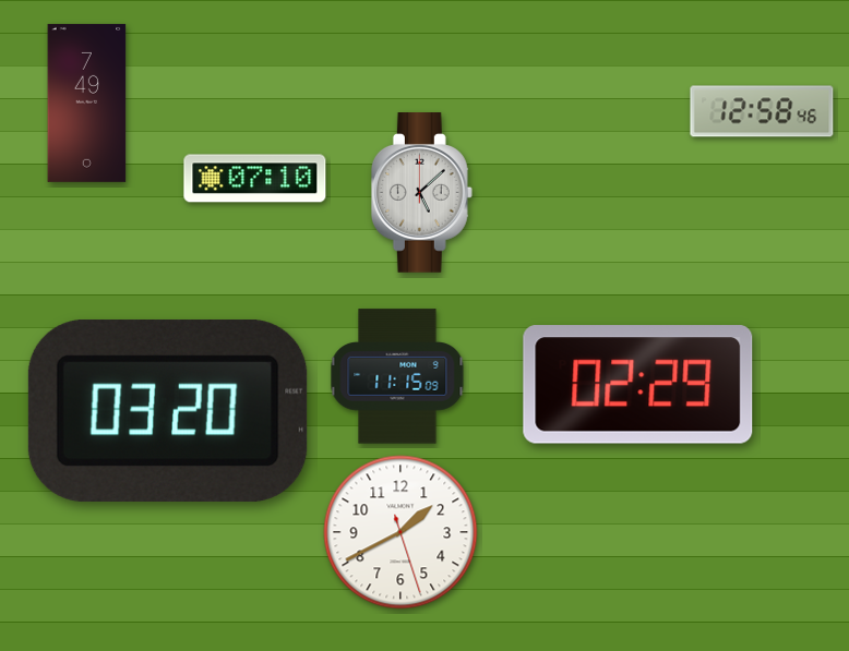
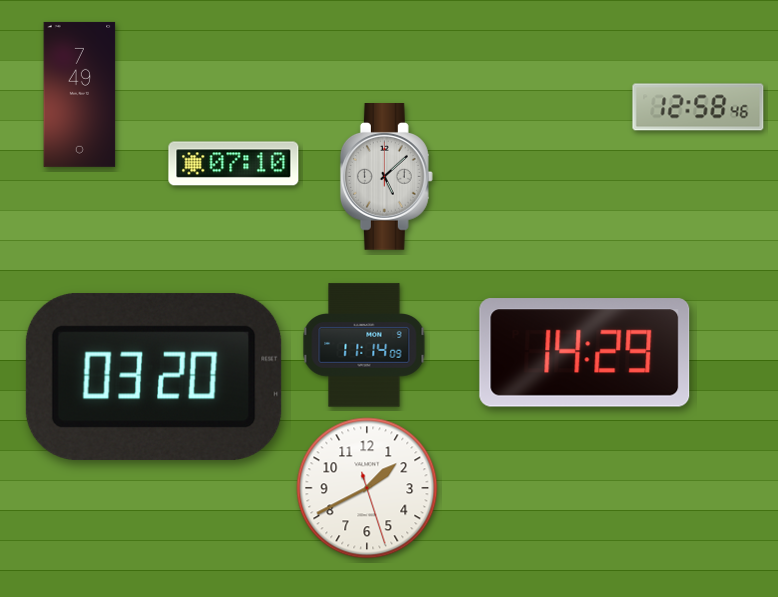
clock at (762, 111) position: (762, 111) -> (698, 107)
clock at (397, 376): 11:15 -> 11:14
clock at (638, 385): 02:29 -> 14:29
